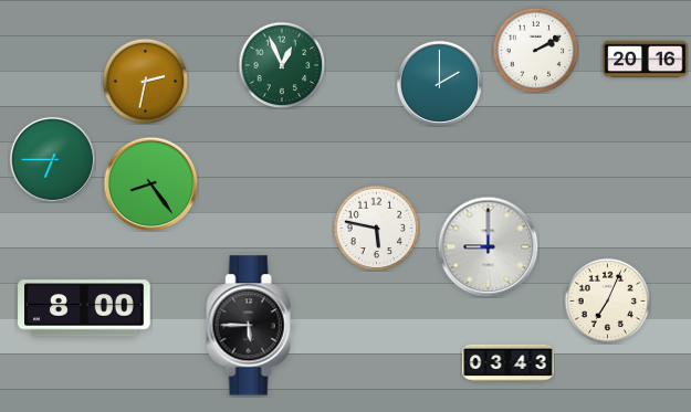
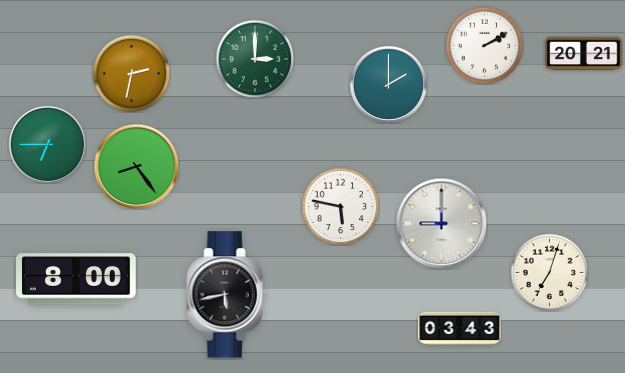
clock at (646, 60): 20:16 -> 20:21
clock at (282, 65): 12:56 -> 3:00
clock at (439, 83) position: (439, 83) -> (388, 84)
clock at (607, 300): 7:04 -> 7:03
clock at (251, 326): 5:45 -> 5:43
